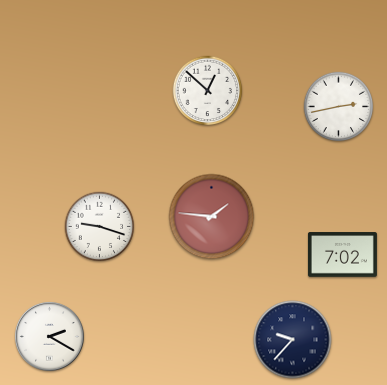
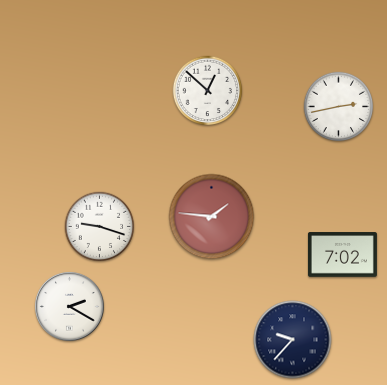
clock at (50, 337) position: (50, 337) -> (70, 307)
